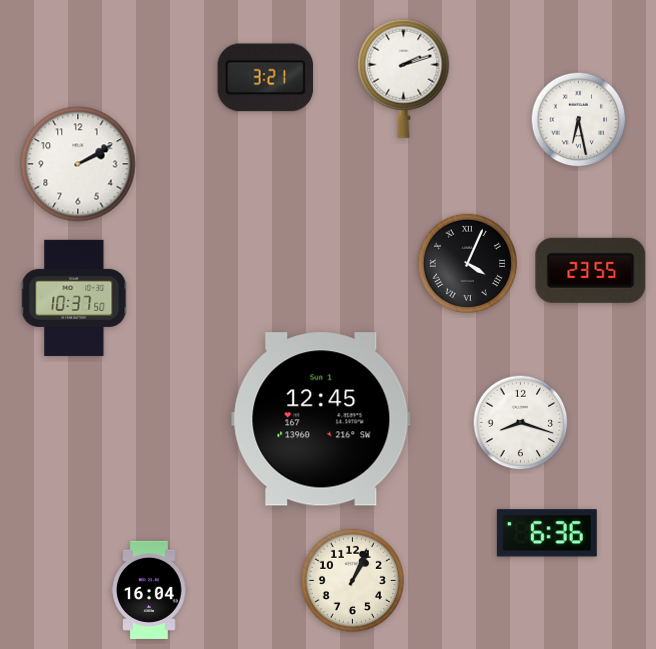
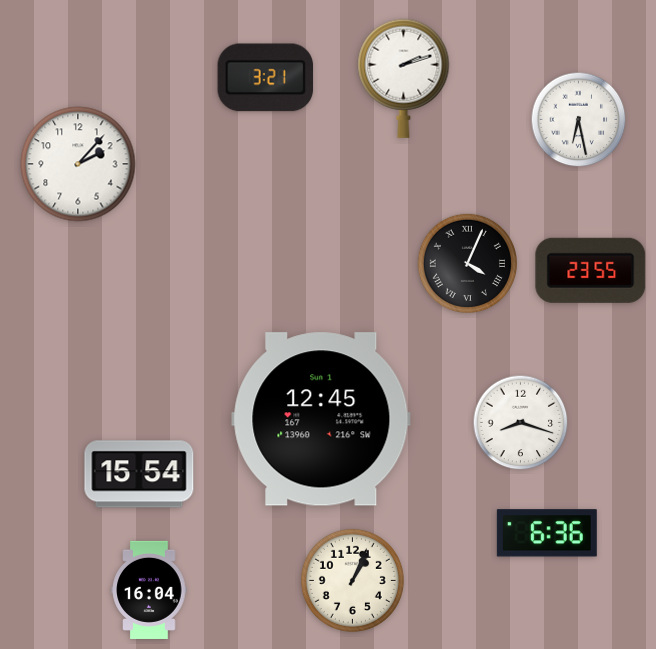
clock at (78, 164): 2:10 -> 2:07
clock at (74, 298): 10:37 -> none
clock at (139, 474): none -> 15:54
